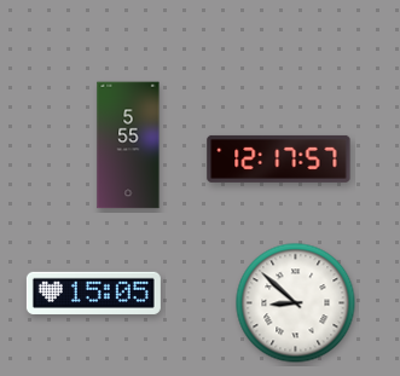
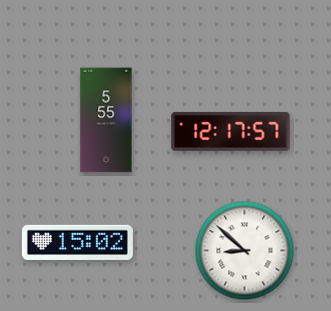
clock at (93, 293): 15:05 -> 15:02
